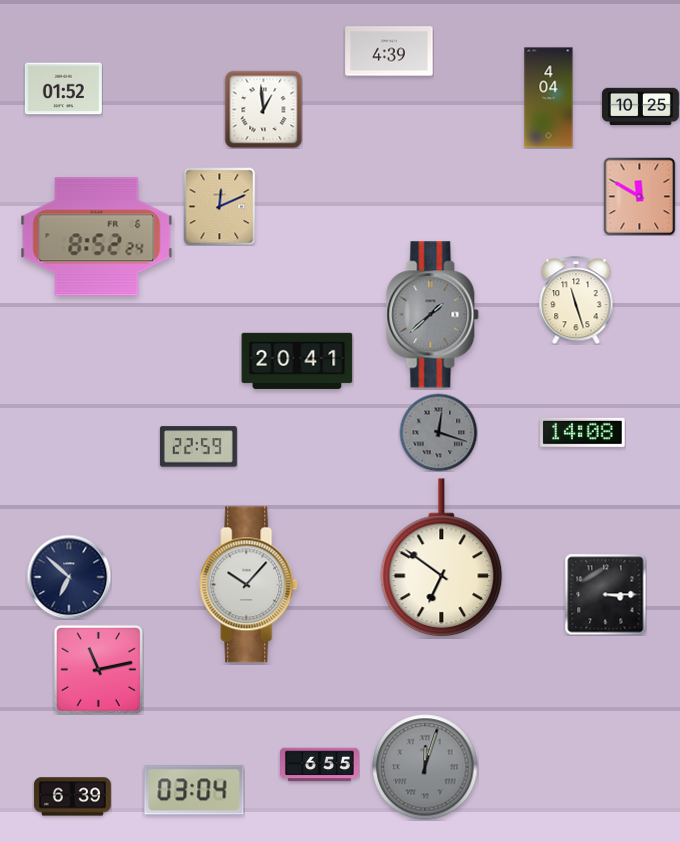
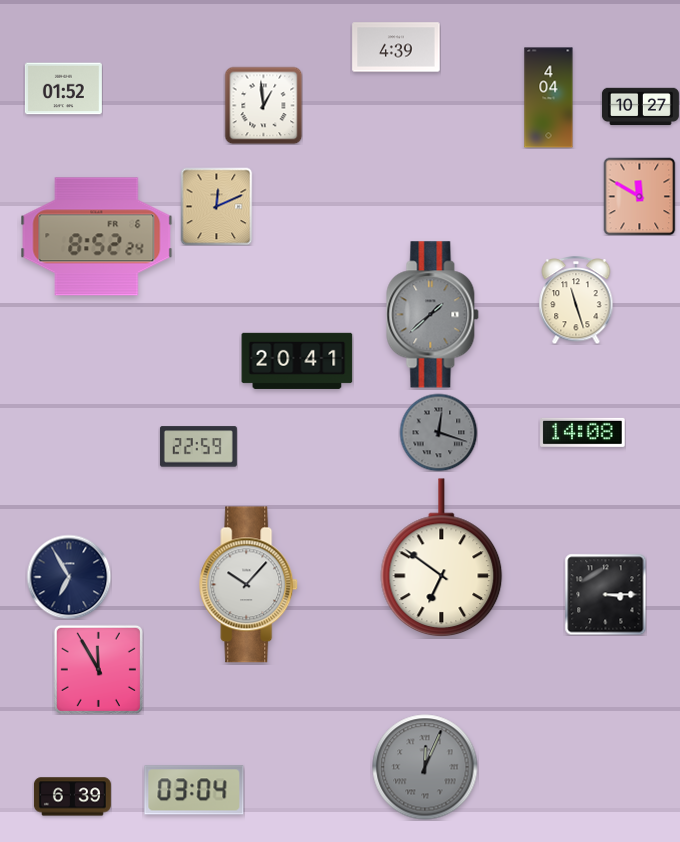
clock at (389, 51) position: (389, 51) -> (396, 47)
clock at (640, 107): 10:25 -> 10:27
clock at (263, 109) position: (263, 109) -> (263, 105)
clock at (220, 206) position: (220, 206) -> (217, 206)
clock at (69, 577): 6:52 -> 6:55
clock at (98, 669): 11:13 -> 11:55
clock at (320, 765): 6:55 -> none
clock at (425, 767): 12:03 -> 12:04
